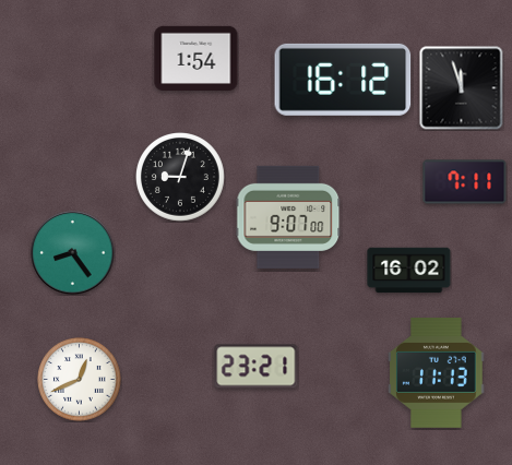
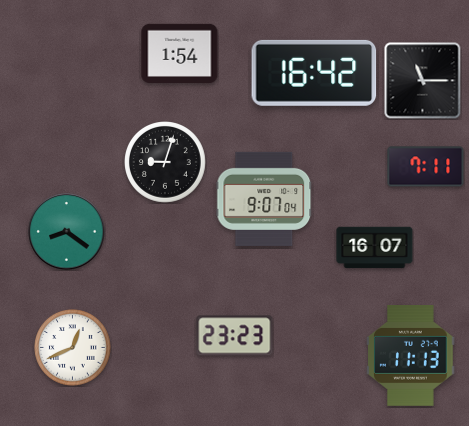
clock at (343, 80): 16:12 -> 16:42
clock at (462, 88): 11:57 -> 11:15
clock at (288, 217): 9:07:00 -> 9:07:04
clock at (73, 253): 8:24 -> 8:21
clock at (409, 271): 16:02 -> 16:07
clock at (257, 367): 23:21 -> 23:23
clock at (437, 373) position: (437, 373) -> (411, 356)
